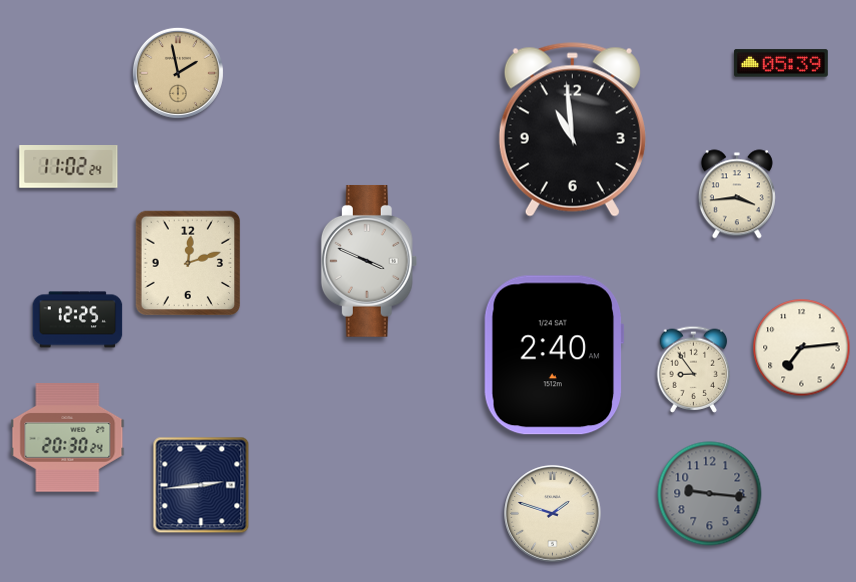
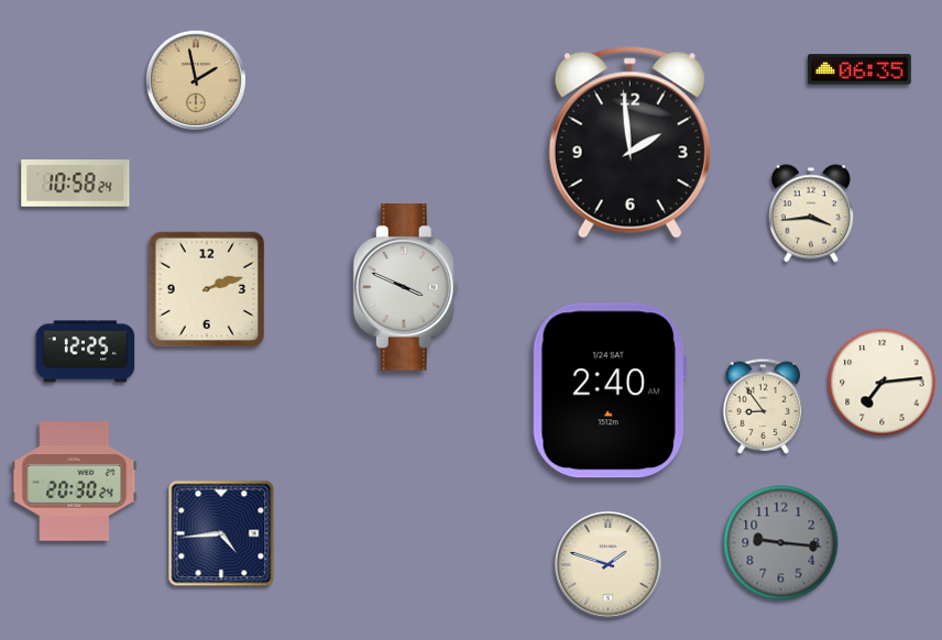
clock at (781, 63): 05:39 -> 06:35
clock at (572, 130): 10:59 -> 1:59
clock at (69, 167): 11:02 -> 10:58
clock at (188, 263): 12:12 -> 2:12
clock at (201, 485): 2:44 -> 4:44
